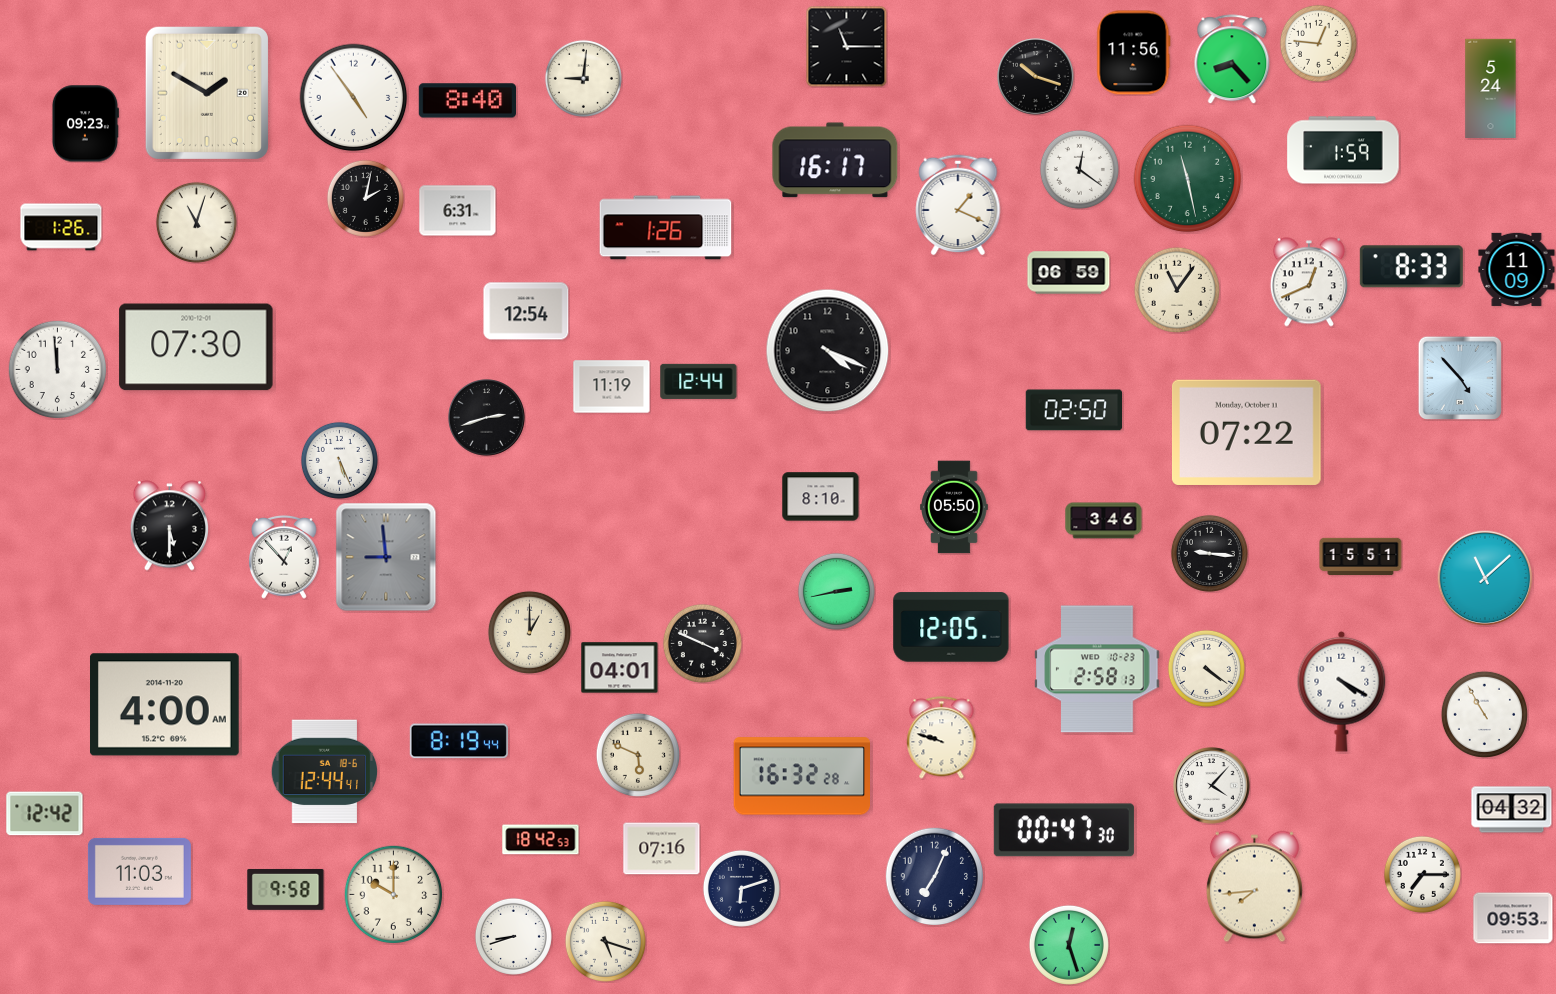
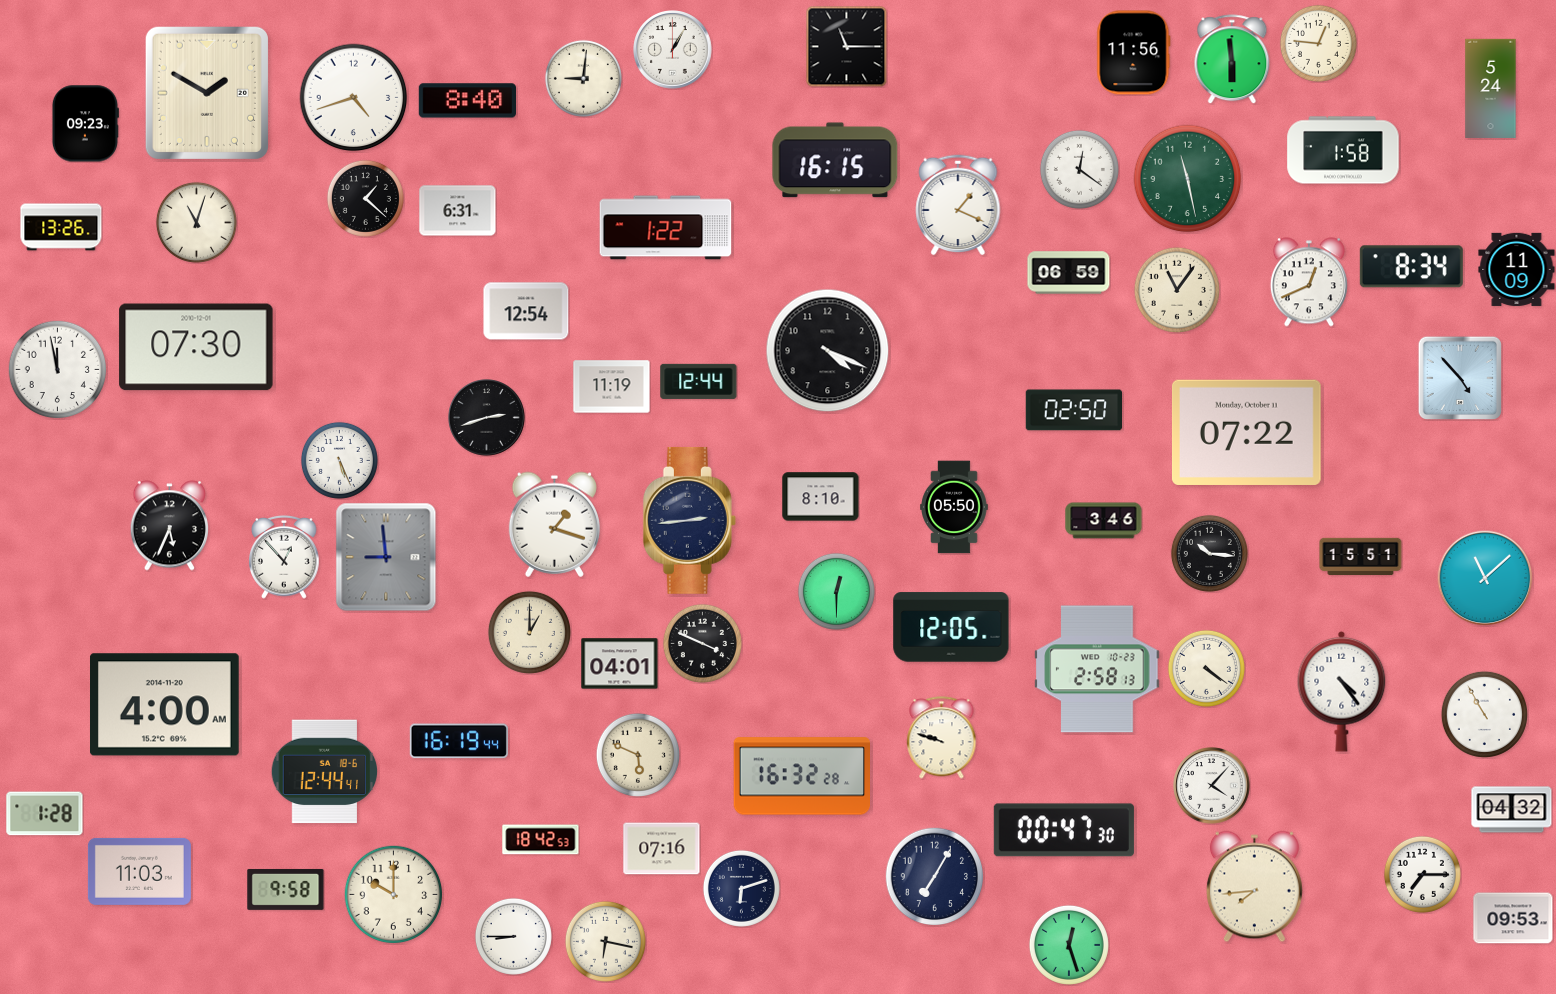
clock at (673, 50): none -> 1:05
clock at (1232, 59): 8:23 -> 5:59
clock at (1036, 77): 10:18 -> none
clock at (354, 98): 4:54 -> 4:42
clock at (1343, 150): 1:59 -> 1:58
clock at (835, 160): 16:17 -> 16:15
clock at (365, 198): 2:02 -> 1:22
clock at (61, 227): 1:26 -> 13:26
clock at (666, 228): 1:26 -> 1:22
clock at (1411, 267): 8:33 -> 8:34
clock at (58, 370): 11:59 -> 11:58
clock at (689, 520): none -> 2:44
clock at (554, 524): none -> 1:18
clock at (169, 526): 5:30 -> 5:34
clock at (1209, 553): 9:16 -> 10:16
clock at (836, 591): 2:43 -> 12:30
clock at (620, 668) position: (620, 668) -> (620, 664)
clock at (1342, 691): 4:20 -> 4:24
clock at (459, 741): 8:19 -> 16:19
clock at (45, 814): 12:42 -> 1:28
clock at (935, 877): 7:04 -> 7:05
clock at (513, 936): 8:42 -> 8:45
clock at (605, 941): 5:18 -> 6:17
